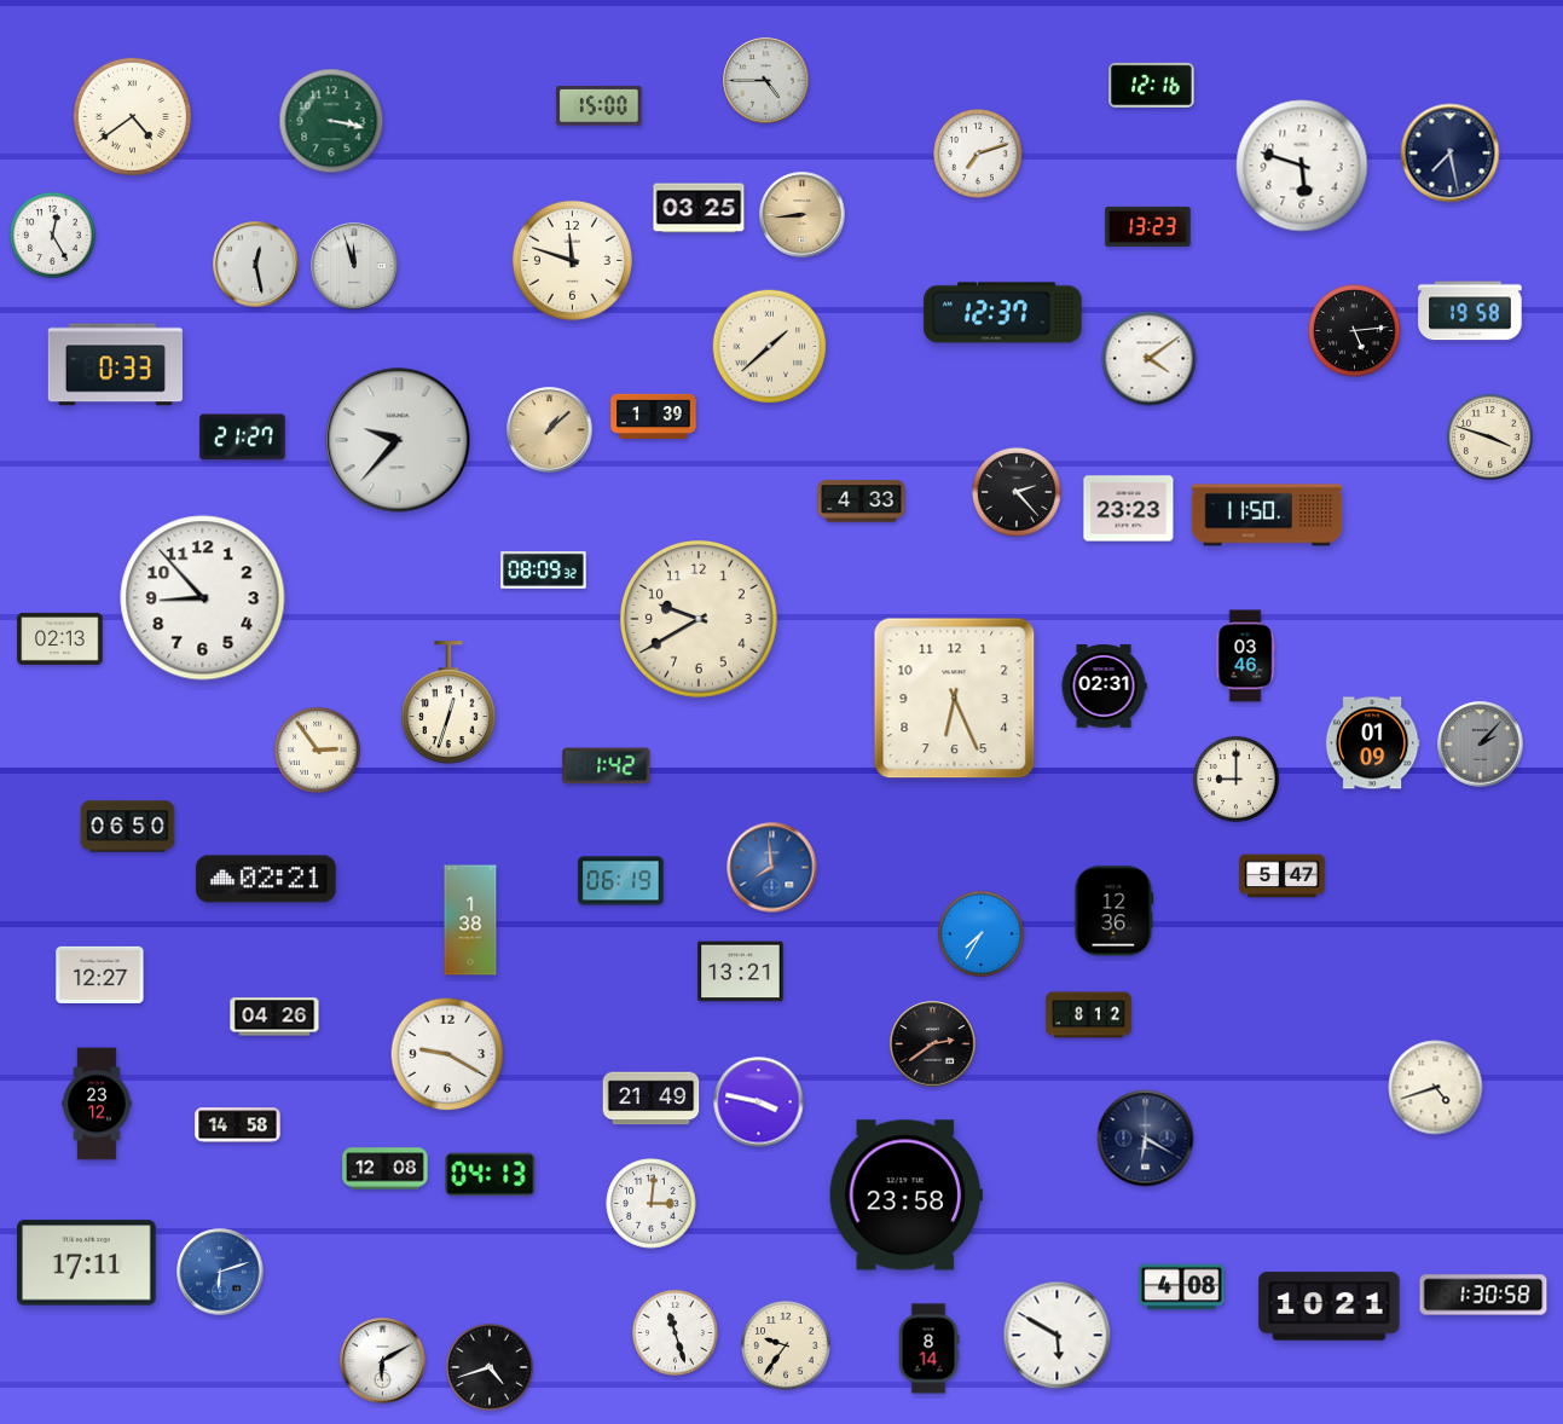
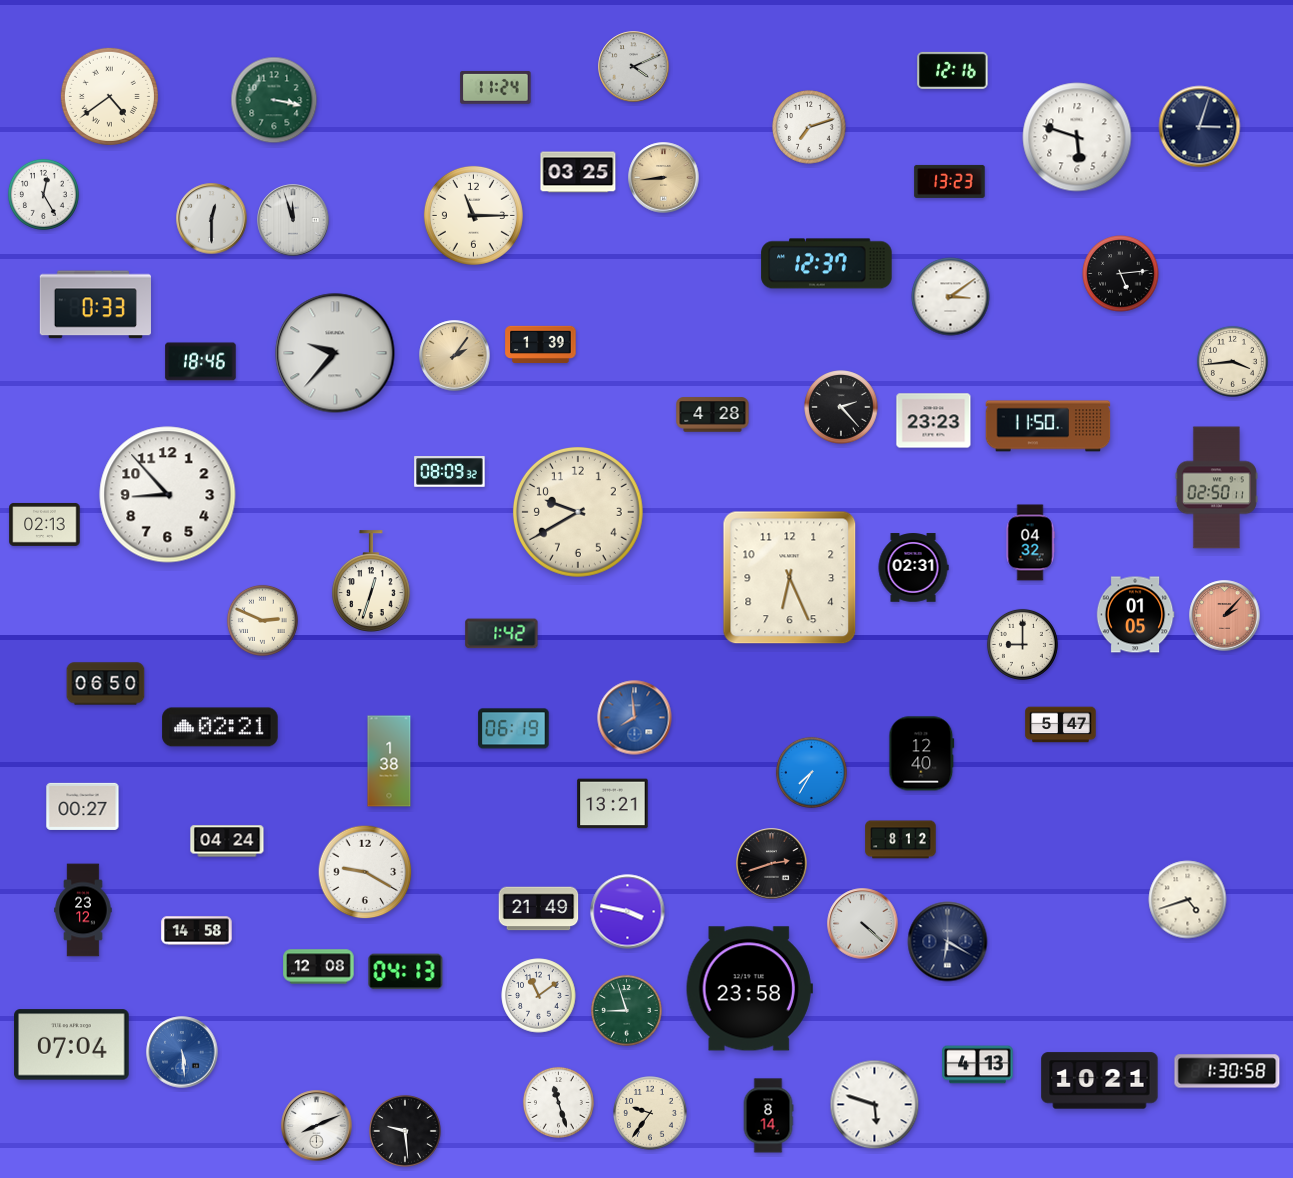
clock at (766, 81): 4:45 -> 4:11
clock at (600, 105): 15:00 -> 11:24
clock at (1451, 154): 7:28 -> 3:03
clock at (1148, 226) position: (1148, 226) -> (950, 181)
clock at (572, 260): 11:48 -> 11:15
clock at (256, 265): 12:28 -> 12:30
clock at (1470, 311): 19:58 -> none
clock at (1003, 313) position: (1003, 313) -> (827, 264)
clock at (770, 347): 1:38 -> none
clock at (1150, 359): 4:09 -> 3:09
clock at (115, 365) position: (115, 365) -> (95, 305)
clock at (550, 430): 1:08 -> 2:06
clock at (1489, 436): 3:48 -> 3:44
clock at (243, 438): 21:27 -> 18:46
clock at (398, 440) position: (398, 440) -> (335, 353)
clock at (862, 502): 4:33 -> 4:28
clock at (1216, 488): none -> 02:50
clock at (60, 638) position: (60, 638) -> (45, 524)
clock at (1245, 656): 03:46 -> 04:32
clock at (1372, 743): 01:09 -> 01:05
clock at (1481, 745) dial: grey -> salmon
clock at (317, 749): 2:54 -> 2:49
clock at (772, 868) position: (772, 868) -> (635, 718)
clock at (1115, 911): 12:36 -> 12:40
clock at (100, 974): 12:27 -> 00:27
clock at (274, 1017): 04:26 -> 04:24
clock at (933, 1044): 2:39 -> 2:42
clock at (447, 1054) position: (447, 1054) -> (365, 872)
clock at (97, 1104) position: (97, 1104) -> (83, 910)
clock at (863, 924): none -> 4:22
clock at (652, 1204): 3:01 -> 11:09
clock at (626, 1010): none -> 8:57
clock at (87, 1263): 17:11 -> 07:04
clock at (220, 1272): 6:12 -> 5:29
clock at (1182, 1287): 4:08 -> 4:13
clock at (1058, 1336): 5:50 -> 5:48
clock at (383, 1361): 6:10 -> 8:11
clock at (490, 1367): 4:42 -> 9:29
